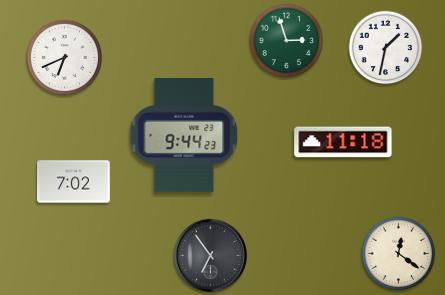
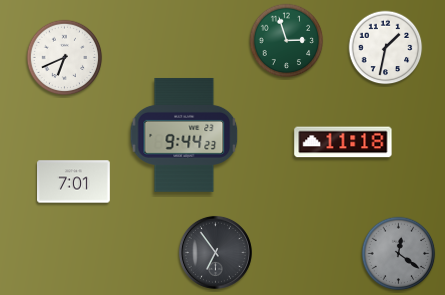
clock at (74, 182): 7:02 -> 7:01
clock at (399, 254) dial: cream -> grey
clock at (210, 255) position: (210, 255) -> (215, 252)
